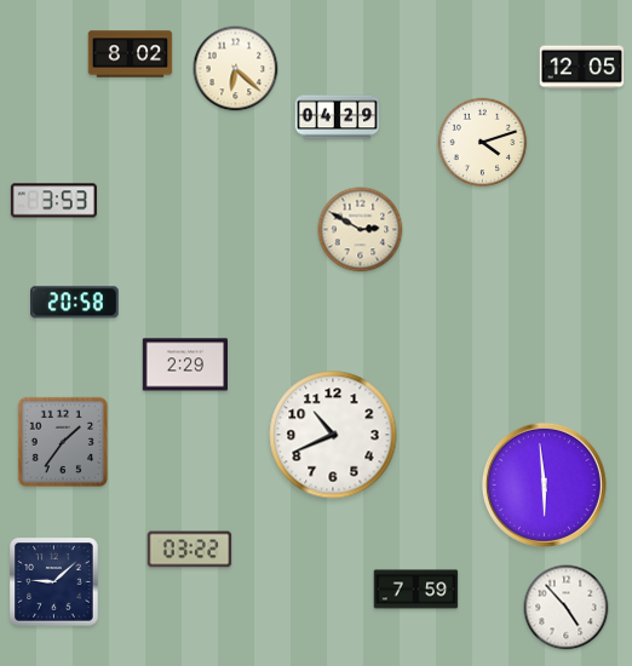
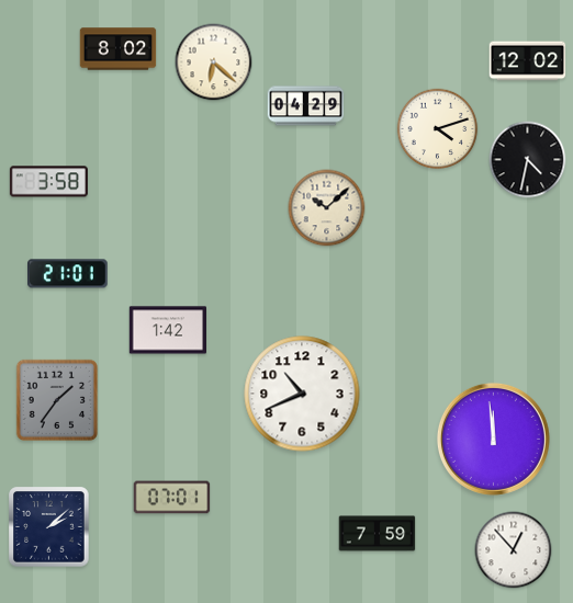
clock at (582, 68): 12:05 -> 12:02
clock at (528, 160): none -> 4:32
clock at (53, 201): 3:53 -> 3:58
clock at (361, 230): 2:50 -> 10:08
clock at (75, 303): 20:58 -> 21:01
clock at (184, 364): 2:29 -> 1:42
clock at (544, 484): 5:59 -> 11:59
clock at (190, 550): 03:22 -> 07:01
clock at (54, 582): 9:08 -> 2:08
clock at (567, 608): 4:53 -> 12:53
